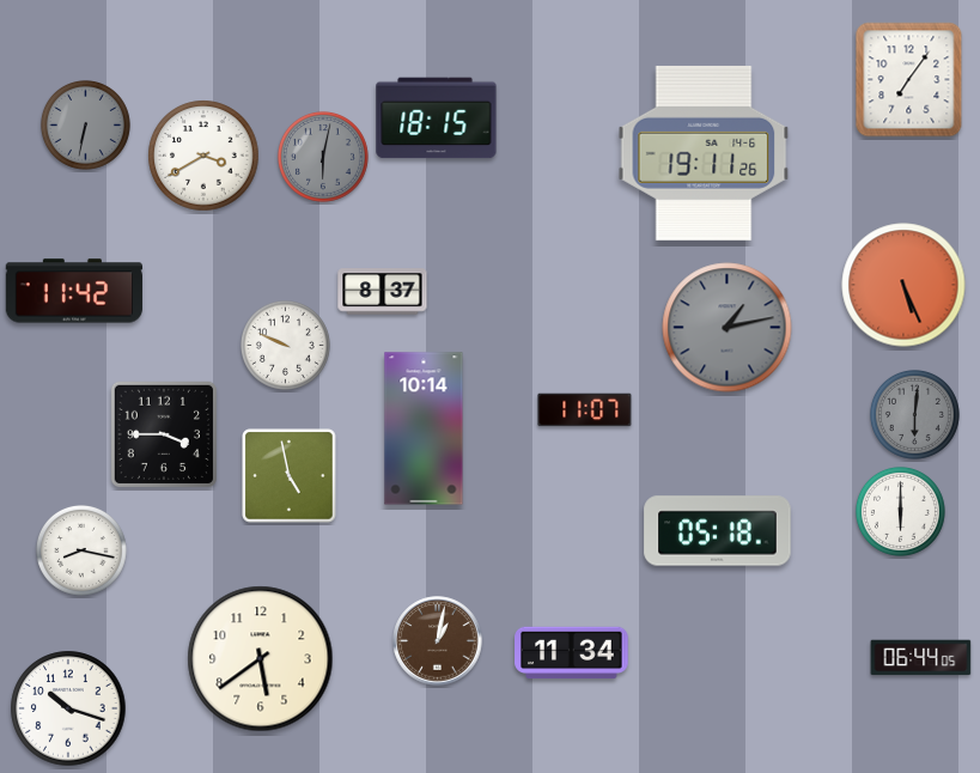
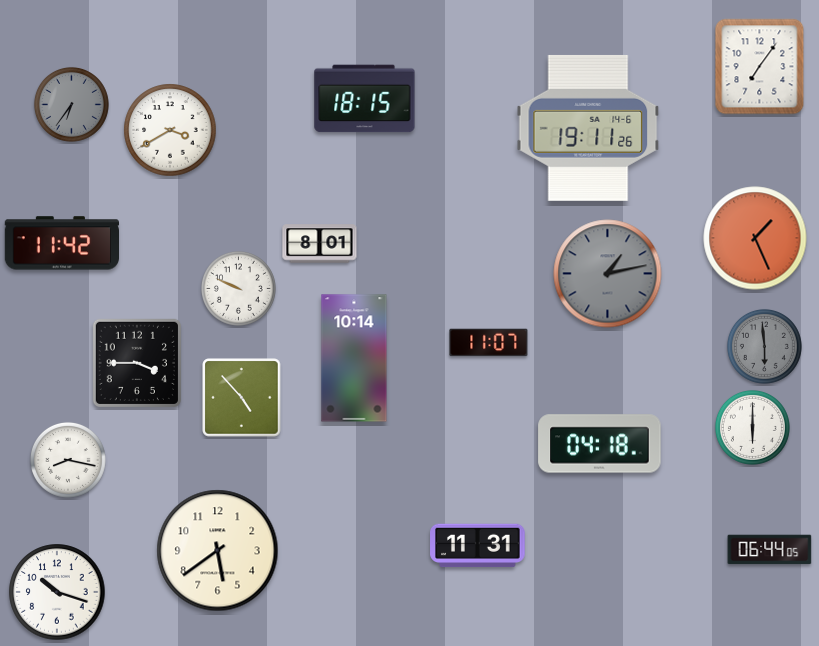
clock at (85, 124): 6:32 -> 6:36
clock at (323, 157): 6:02 -> none
clock at (903, 285): 5:26 -> 1:26
clock at (383, 292): 8:37 -> 8:01
clock at (914, 414): 6:01 -> 5:59
clock at (290, 476): 4:58 -> 4:53
clock at (718, 531): 05:18 -> 04:18
clock at (438, 641): 1:02 -> none
clock at (572, 653): 11:34 -> 11:31
